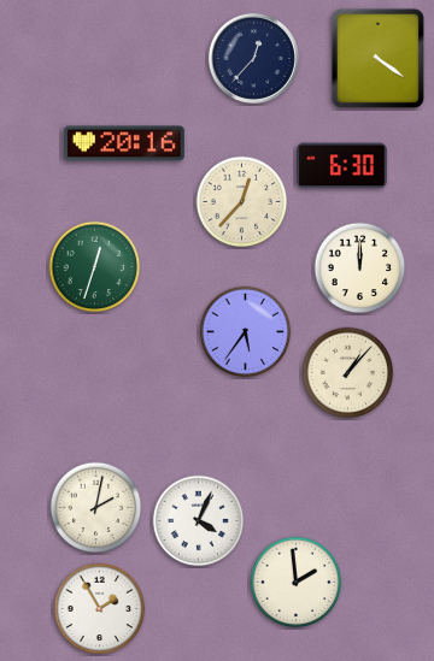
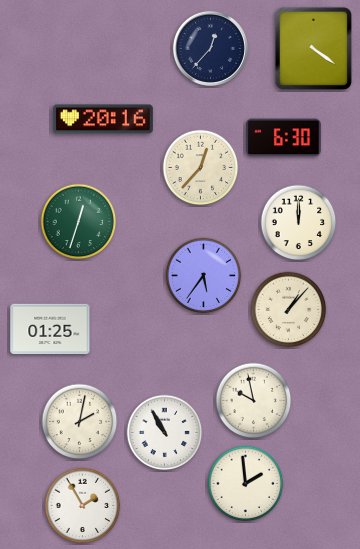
clock at (50, 329): none -> 01:25
clock at (254, 401): none -> 9:58
clock at (199, 521): 4:04 -> 10:55
